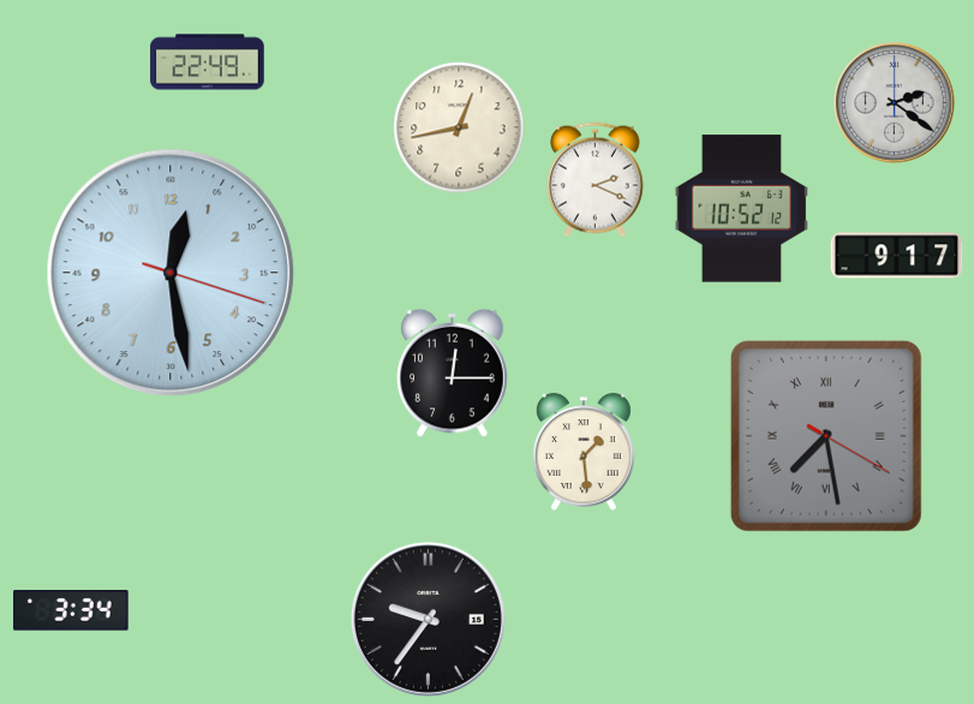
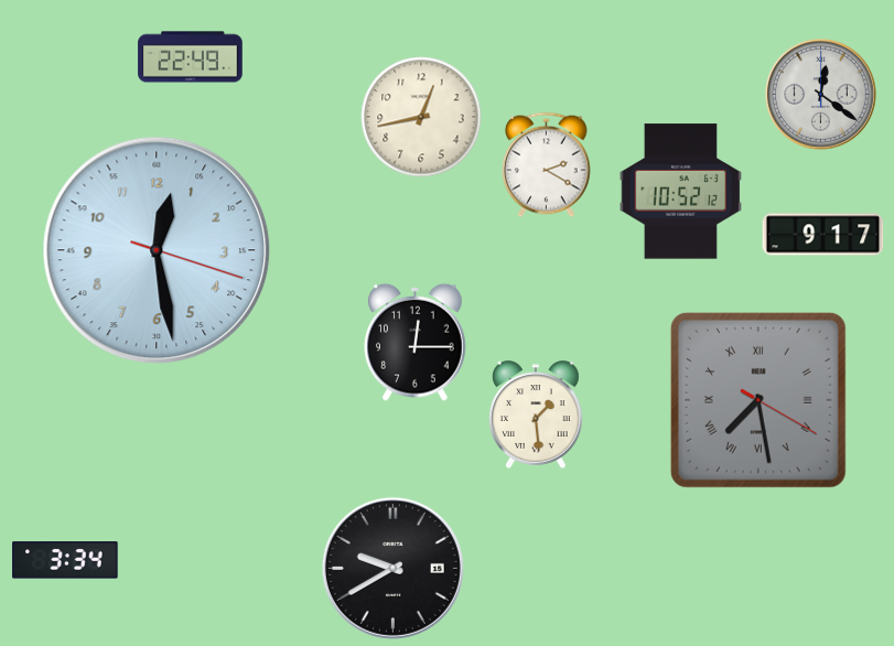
clock at (895, 103): 2:21 -> 12:21
clock at (596, 180): 2:19 -> 2:20
clock at (428, 619): 9:36 -> 9:40
